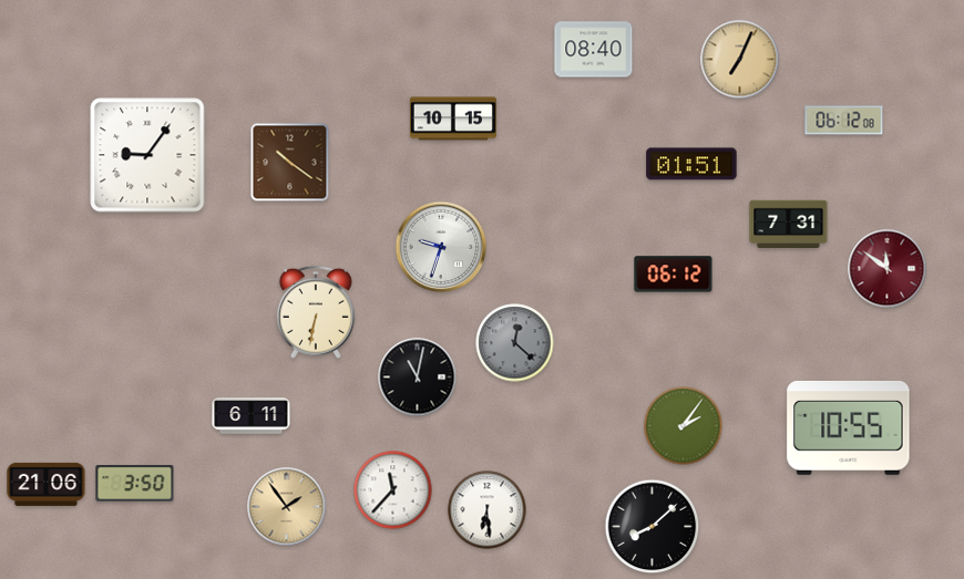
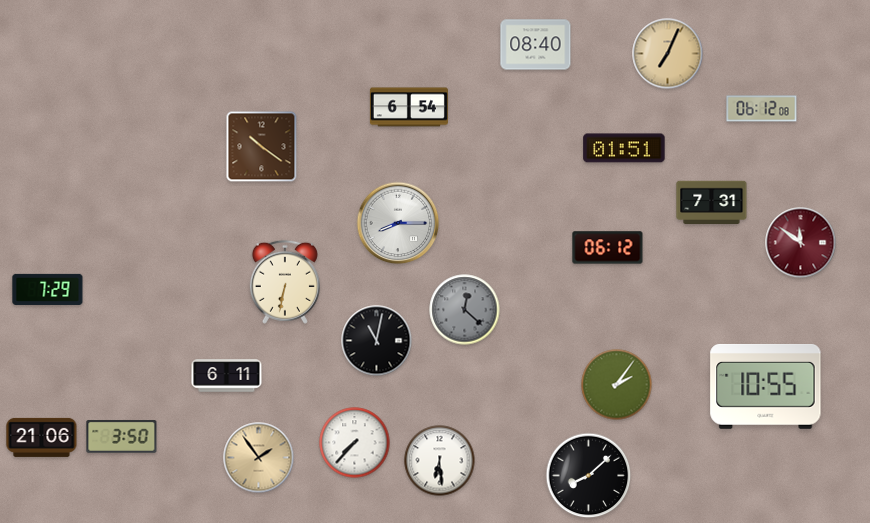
clock at (453, 118): 10:15 -> 6:54
clock at (147, 155): 9:06 -> none
clock at (441, 247): 9:33 -> 8:15
clock at (48, 289): none -> 7:29
clock at (393, 490): 11:37 -> 7:37
